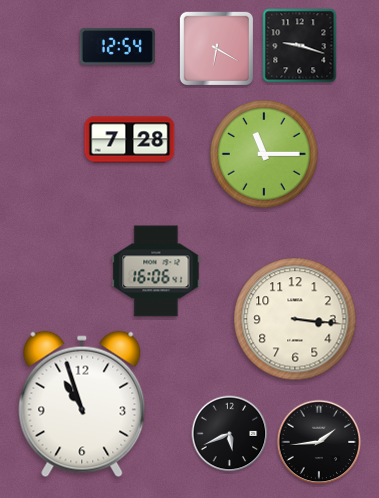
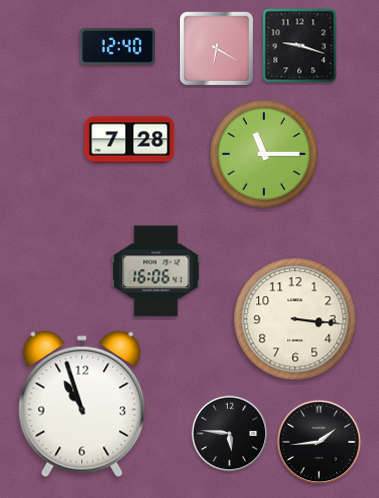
clock at (117, 46): 12:54 -> 12:40
clock at (230, 434): 5:41 -> 5:46
